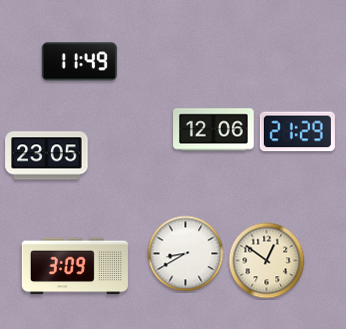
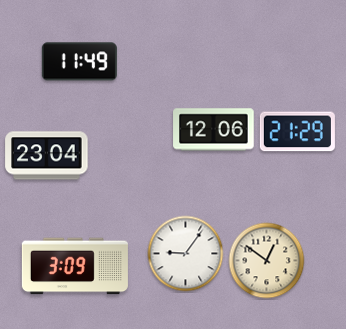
clock at (47, 156): 23:05 -> 23:04
clock at (186, 254): 8:40 -> 9:06
